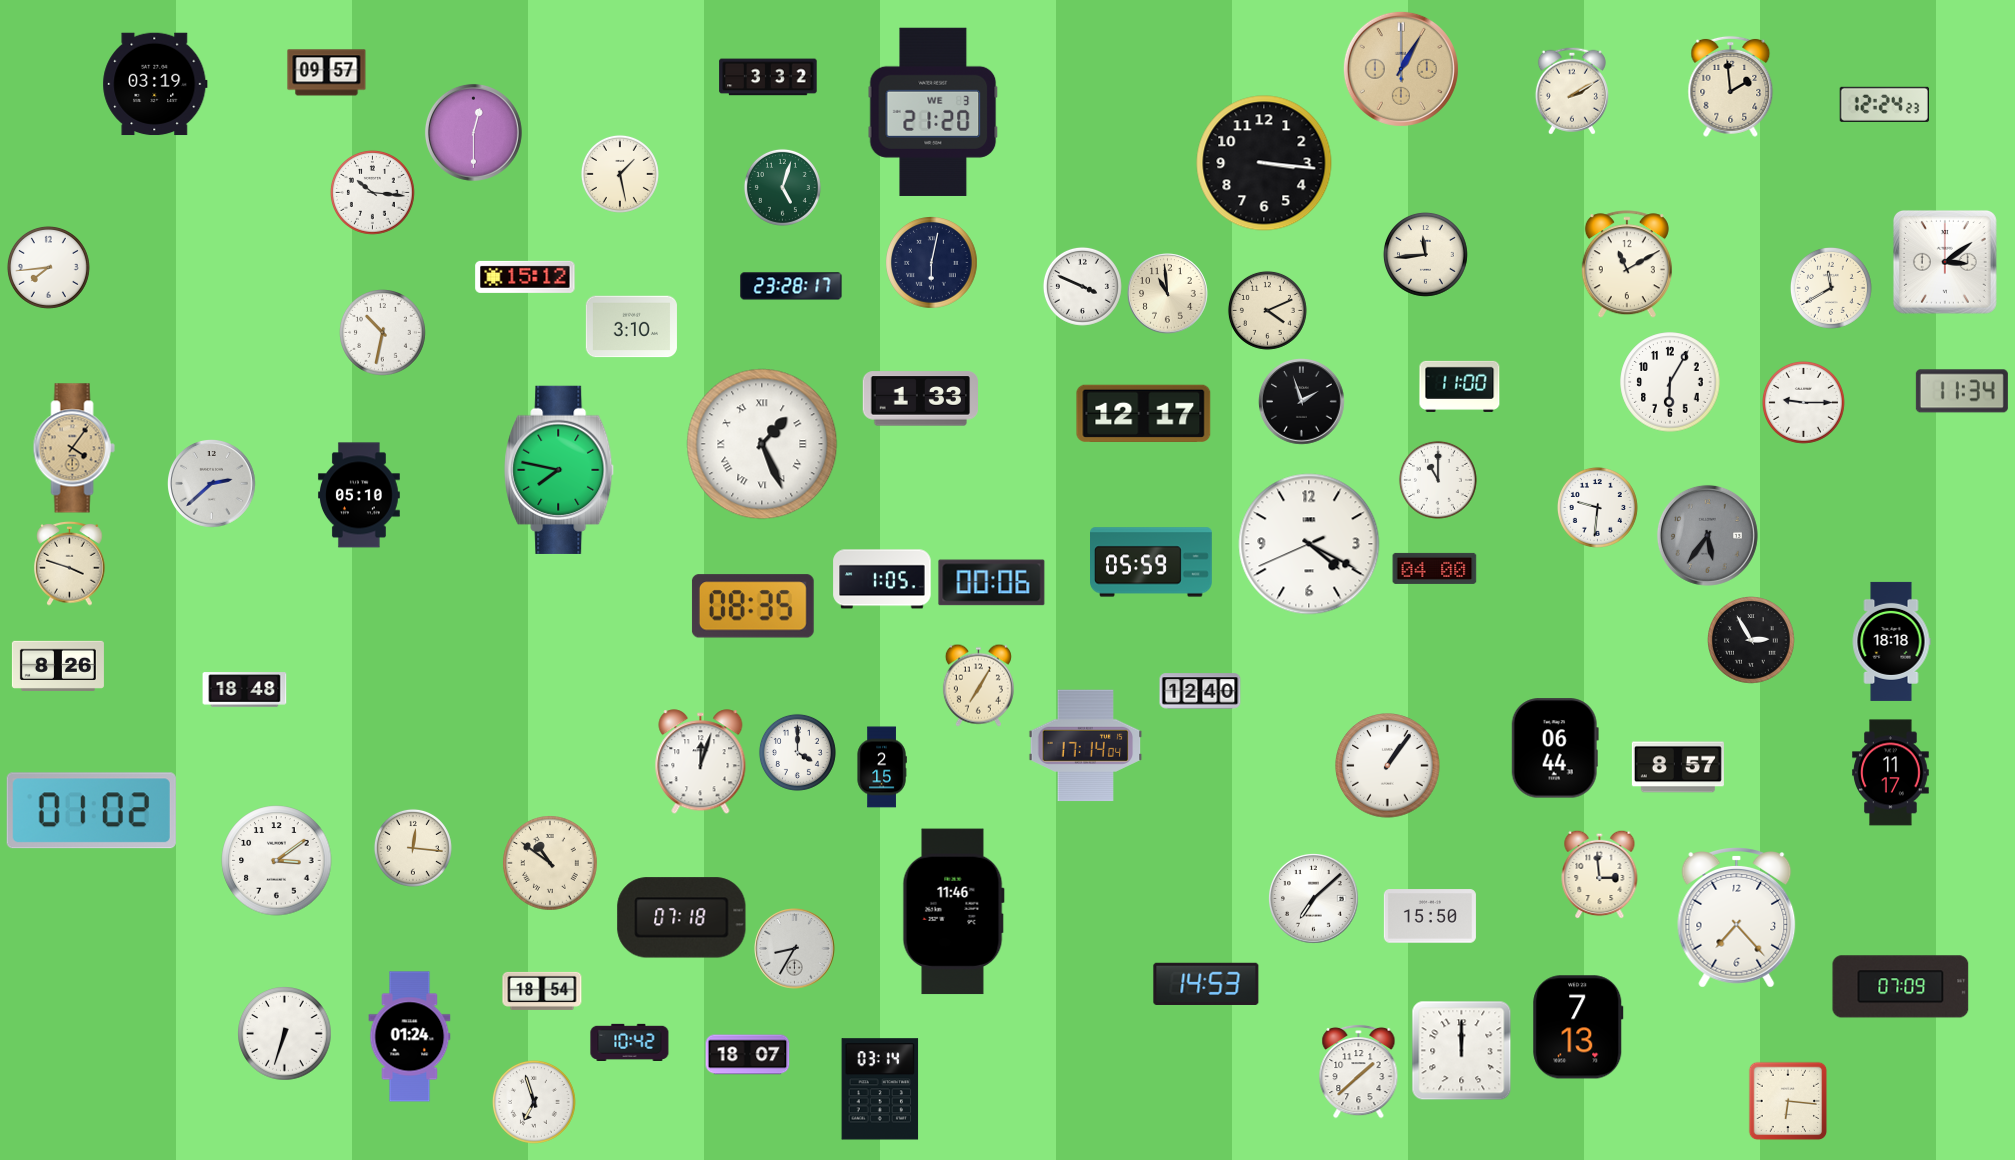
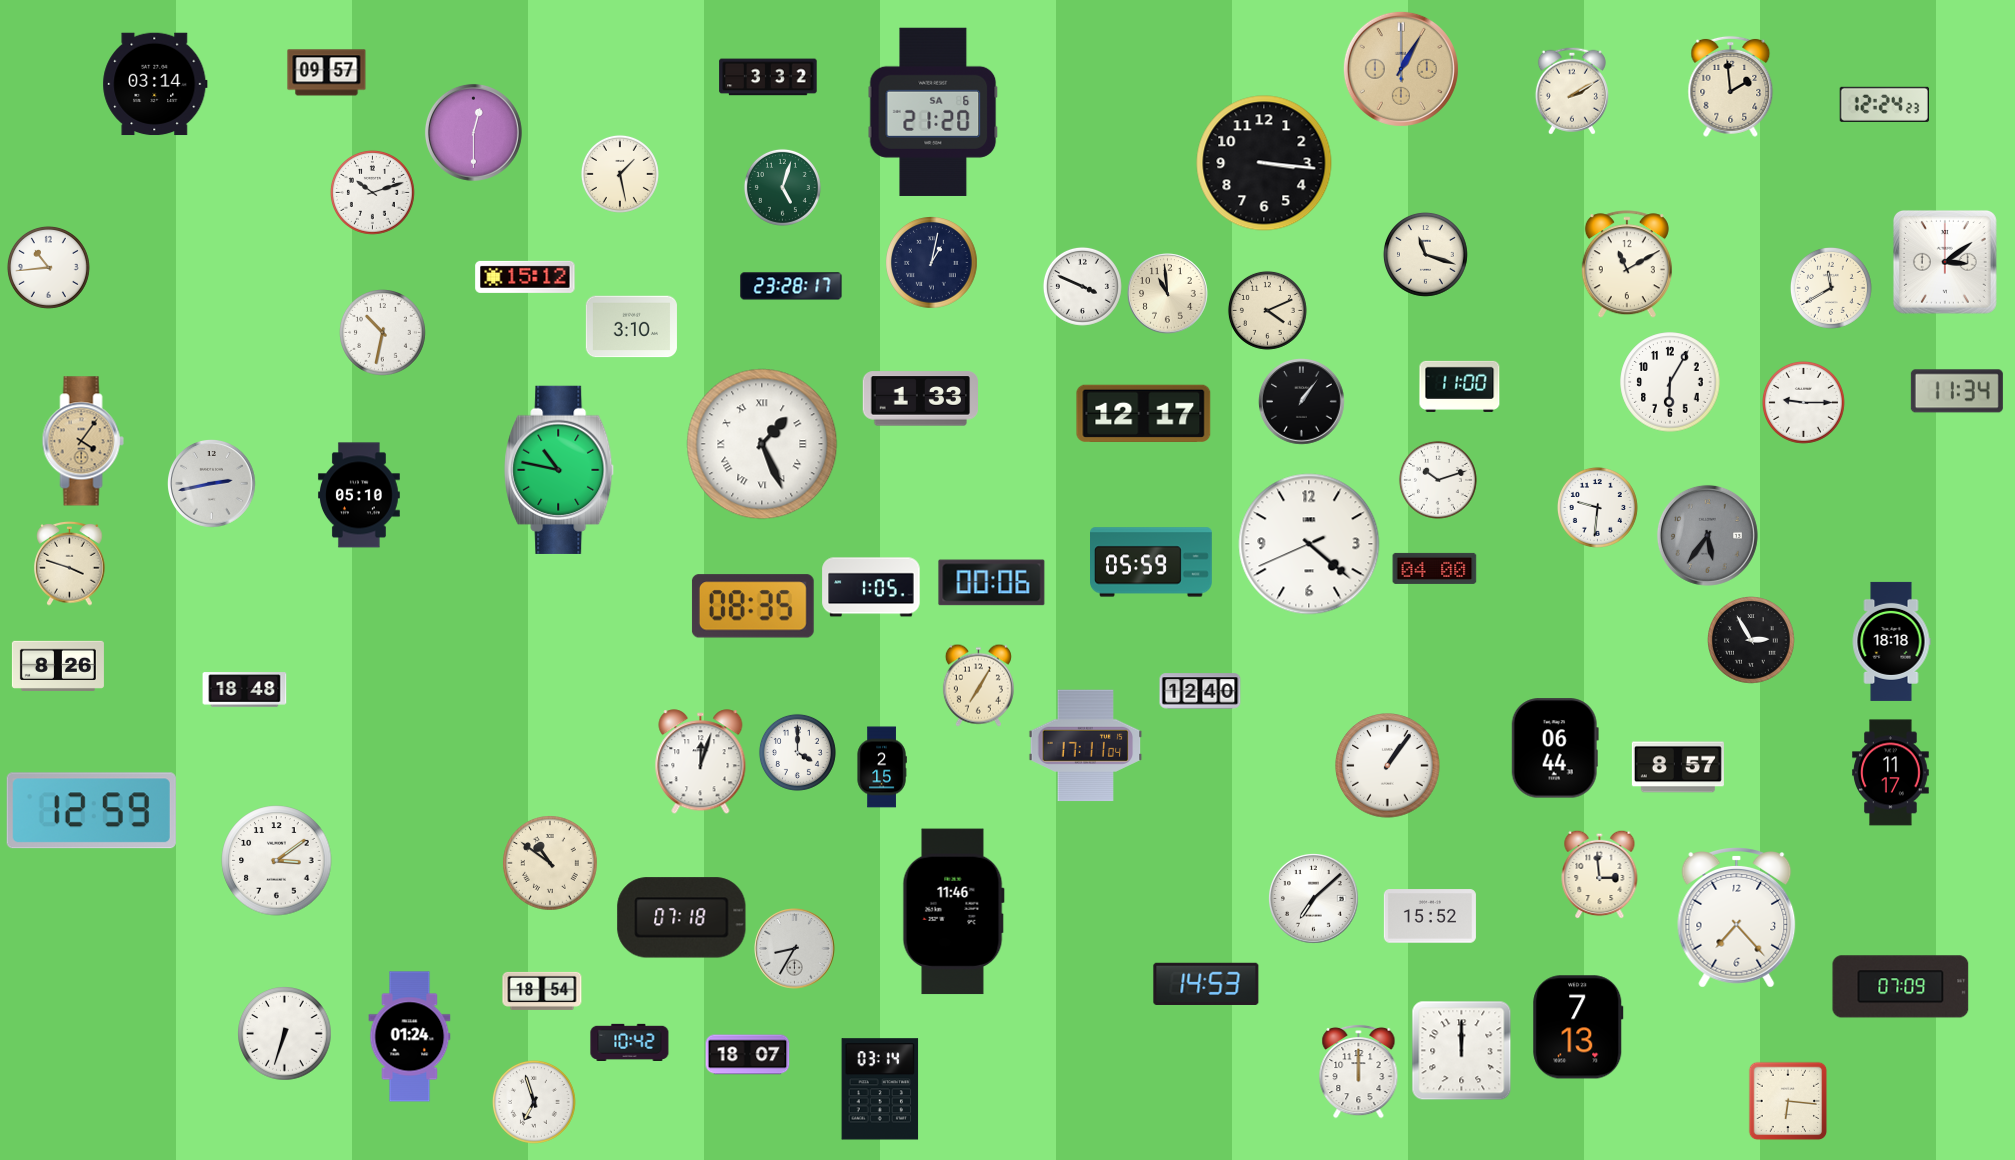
clock at (155, 84): 03:19 -> 03:14
clock at (933, 112) date: WE 3 -> SA 6
clock at (372, 192): 10:16 -> 10:12
clock at (1425, 254): 11:44 -> 11:18
clock at (932, 263): 6:02 -> 1:02
clock at (48, 267): 7:44 -> 10:44
clock at (1962, 391) position: (1962, 391) -> (1957, 391)
clock at (1302, 402): 1:57 -> 1:06
clock at (74, 448) position: (74, 448) -> (83, 441)
clock at (560, 470): 7:47 -> 10:47
clock at (1438, 480): 11:00 -> 10:12
clock at (212, 484): 2:38 -> 2:43
clock at (1309, 544): 4:19 -> 4:21
clock at (882, 579) position: (882, 579) -> (871, 587)
clock at (1086, 746): 17:14 -> 17:11
clock at (91, 811): 01:02 -> 12:59
clock at (413, 848): 12:16 -> none
clock at (1430, 916): 15:50 -> 15:52
clock at (1359, 1071): 1:38 -> 12:00
